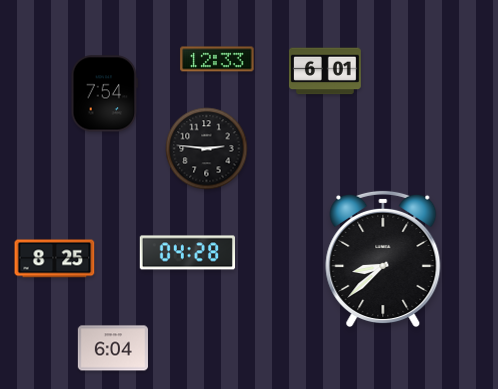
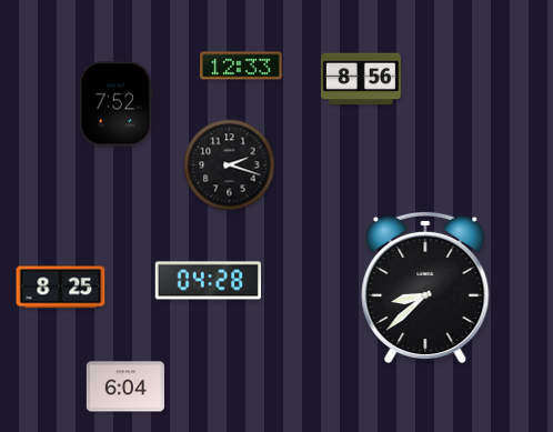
clock at (325, 71): 6:01 -> 8:56
clock at (105, 94): 7:54 -> 7:52
clock at (207, 149): 2:46 -> 2:18
